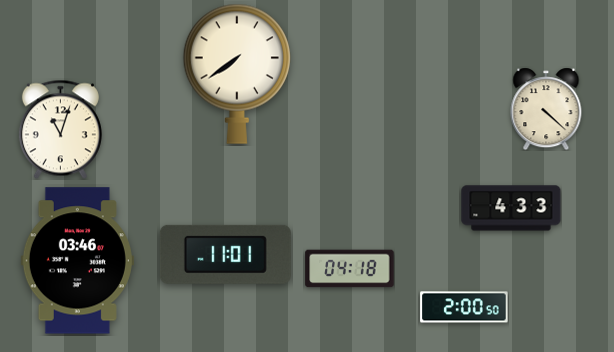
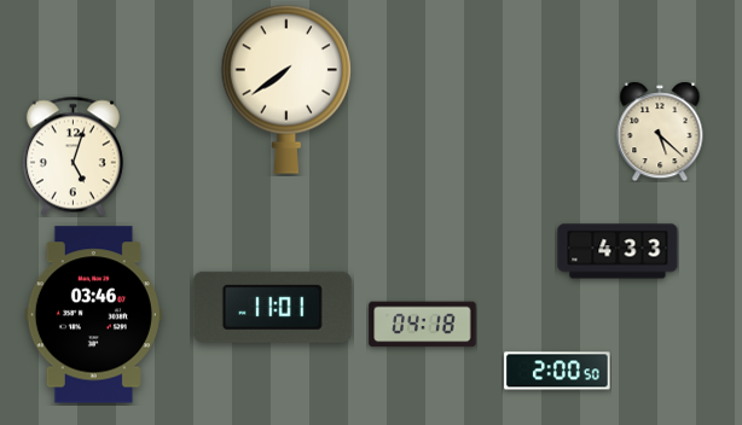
clock at (546, 109): 4:22 -> 5:22
clock at (60, 129): 11:03 -> 5:03
clock at (464, 307) position: (464, 307) -> (557, 371)
